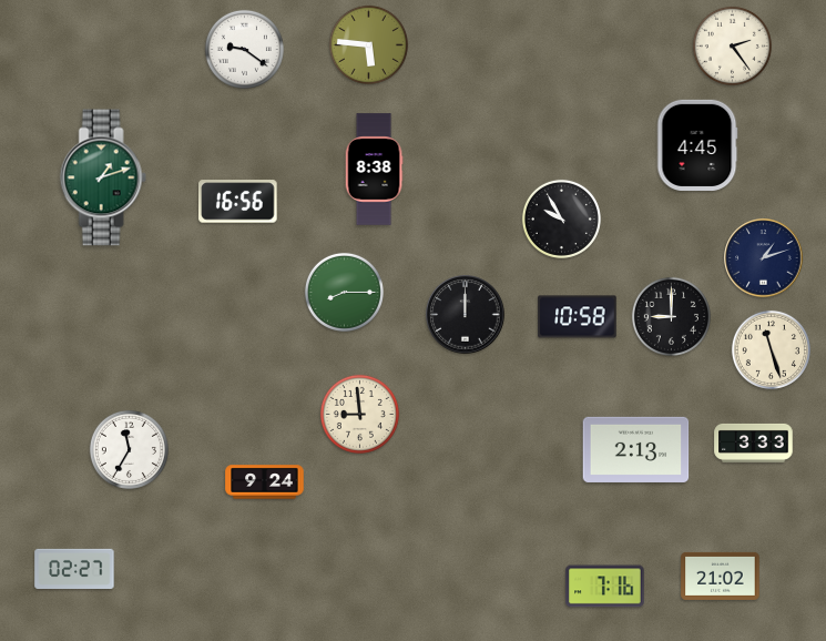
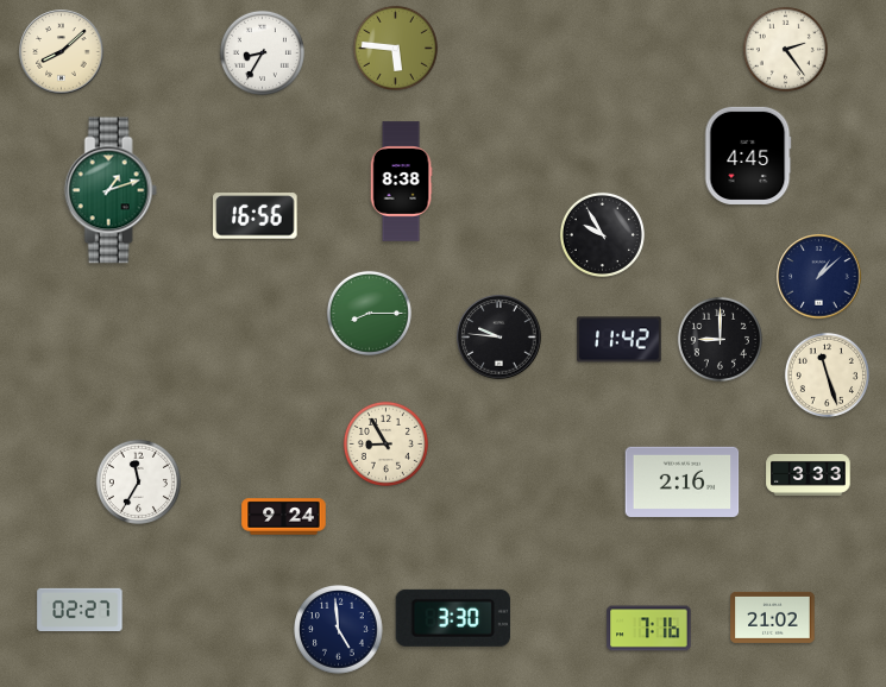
clock at (62, 52): none -> 8:08
clock at (244, 49): 9:21 -> 8:35
clock at (764, 258): 1:12 -> 1:08
clock at (466, 315): 12:00 -> 9:46
clock at (578, 317): 10:58 -> 11:42
clock at (359, 414): 8:59 -> 8:55
clock at (636, 449): 2:13 -> 2:16
clock at (453, 618): none -> 3:30
clock at (339, 630): none -> 4:59
